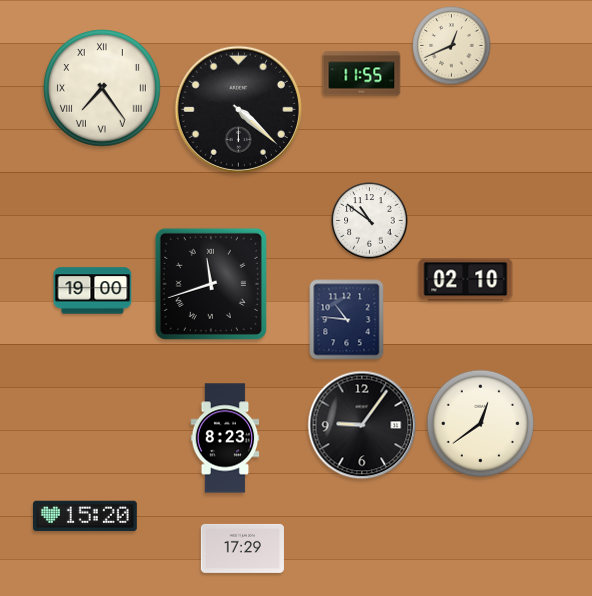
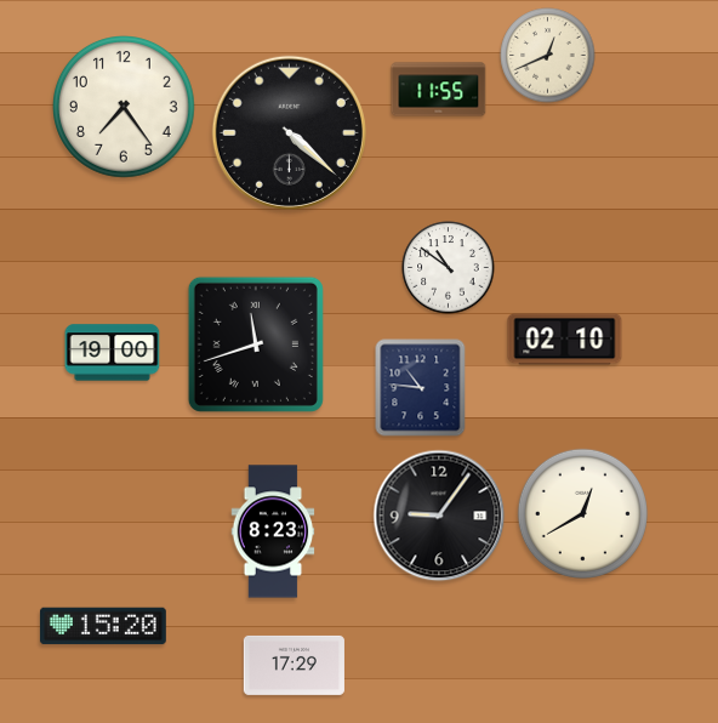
clock at (103, 89) numerals: Roman -> Arabic
clock at (480, 423): 12:39 -> 12:40
